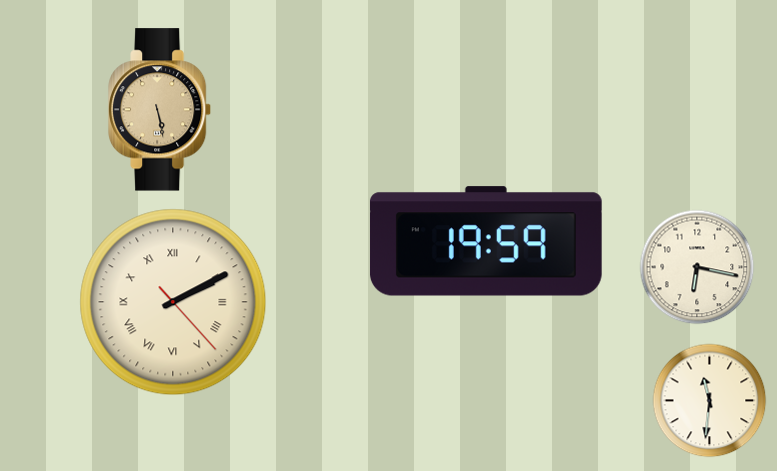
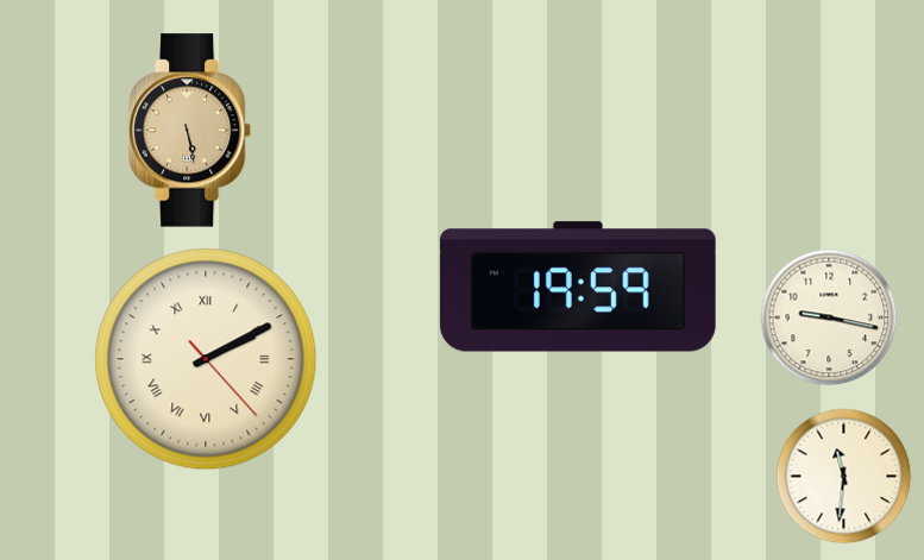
clock at (697, 267): 6:17 -> 9:17
